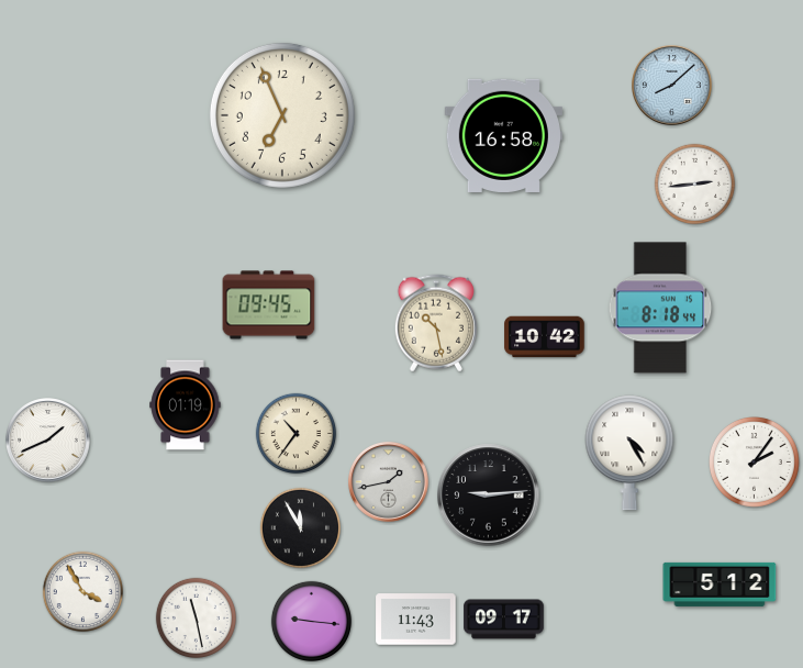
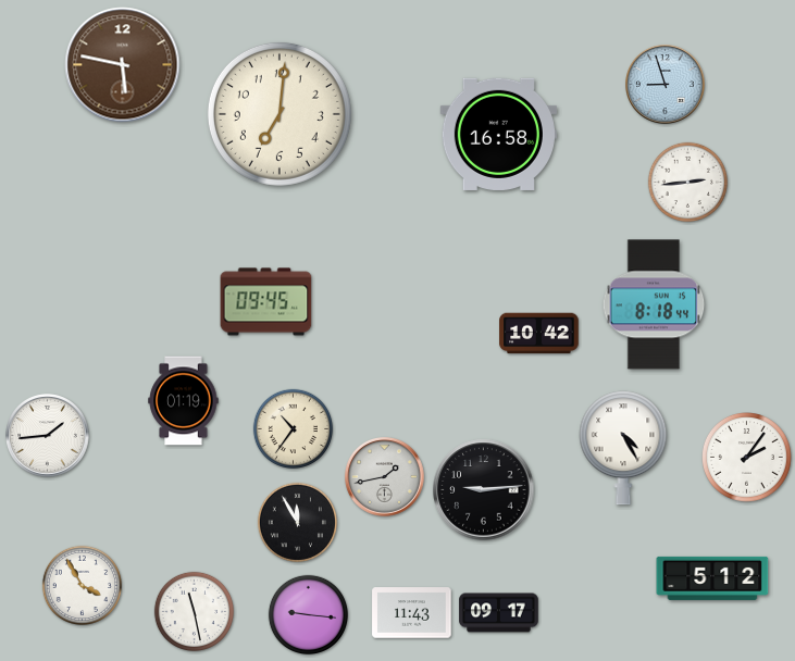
clock at (123, 65): none -> 5:47
clock at (672, 86): 8:08 -> 8:57
clock at (282, 115): 6:56 -> 7:01
clock at (436, 323): 10:28 -> none
clock at (48, 441): 1:41 -> 1:44
